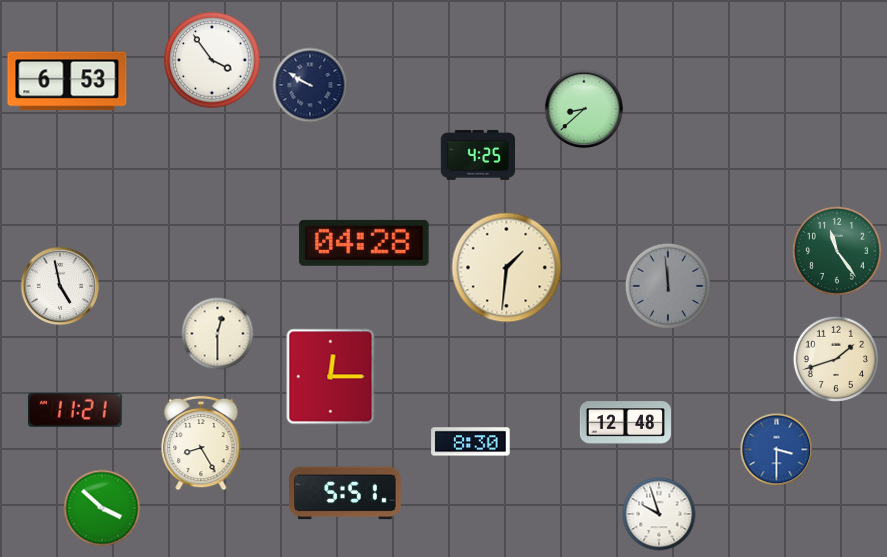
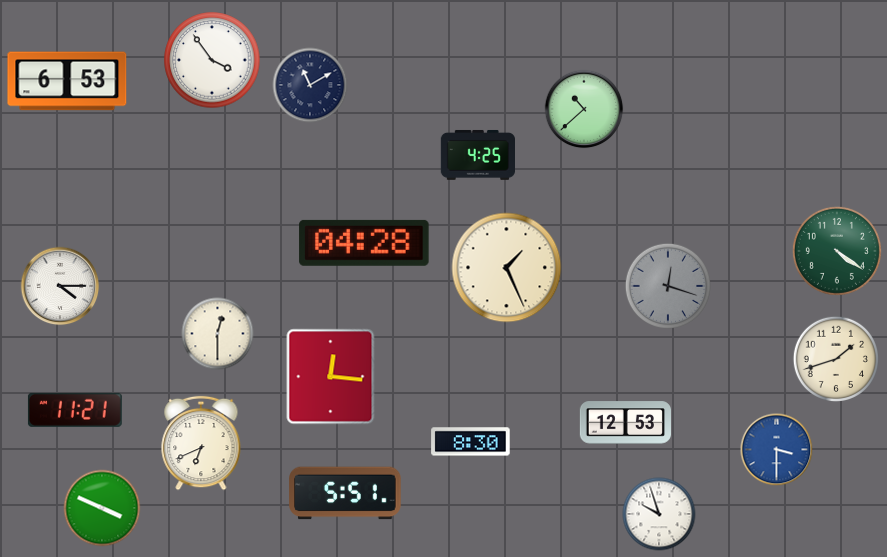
clock at (310, 85): 9:50 -> 11:10
clock at (584, 109): 8:38 -> 10:38
clock at (837, 251): 11:24 -> 4:21
clock at (507, 268): 1:31 -> 1:26
clock at (667, 285): 11:59 -> 12:18
clock at (60, 286): 4:58 -> 4:15
clock at (331, 377): 12:15 -> 12:16
clock at (625, 423): 12:48 -> 12:53
clock at (201, 443): 8:25 -> 6:41
clock at (102, 508): 3:52 -> 3:49
